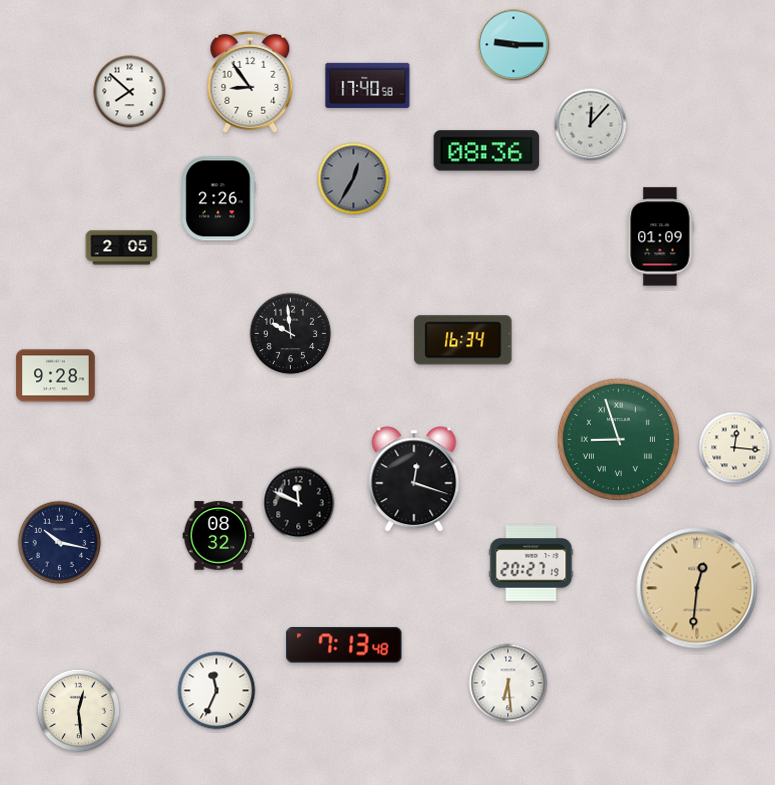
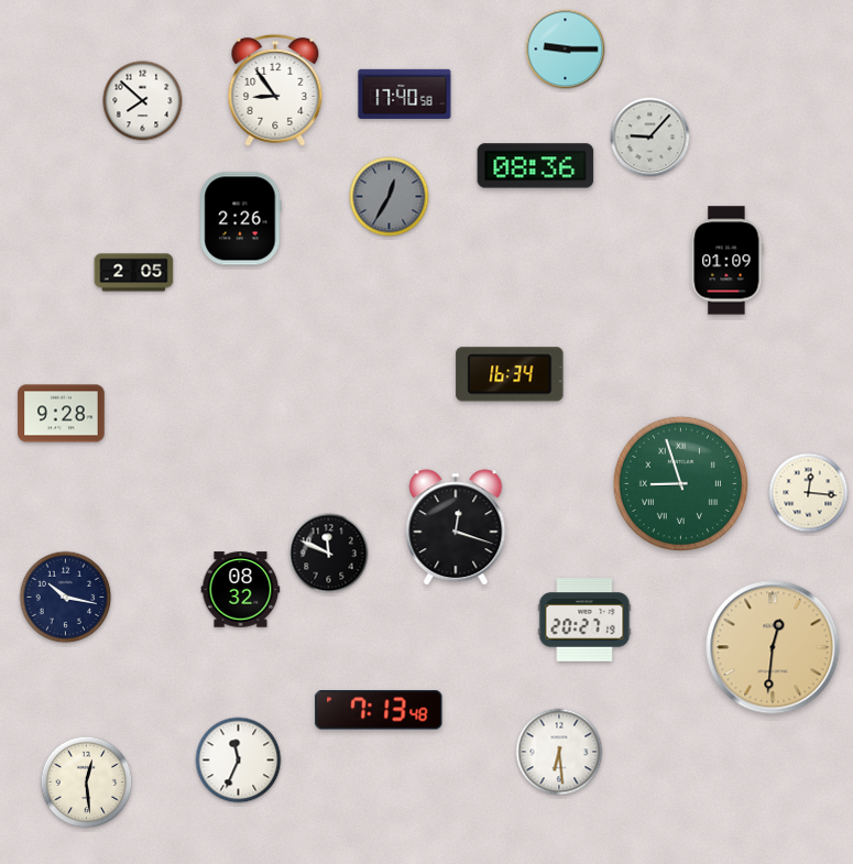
clock at (591, 125): 12:07 -> 9:07
clock at (291, 334): 9:59 -> none
clock at (697, 588) position: (697, 588) -> (773, 647)
